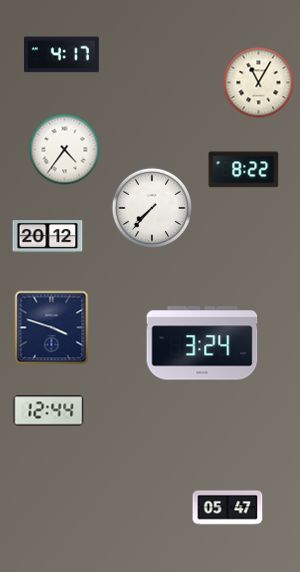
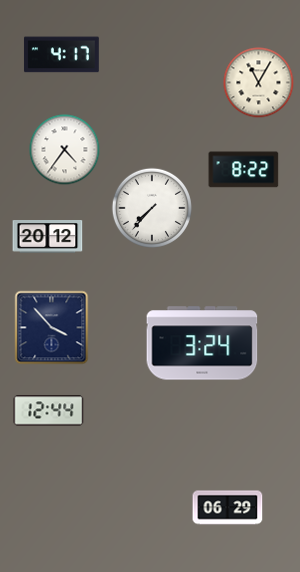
clock at (52, 328): 3:48 -> 3:53
clock at (228, 508): 05:47 -> 06:29
